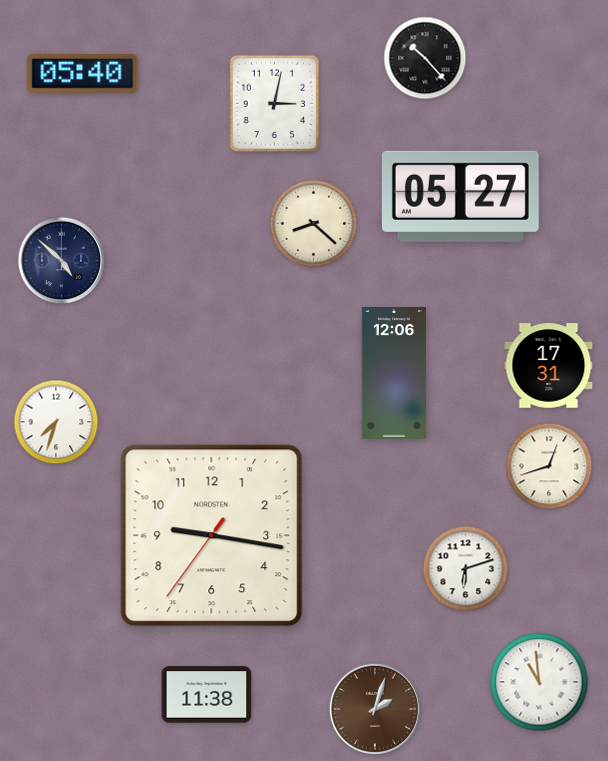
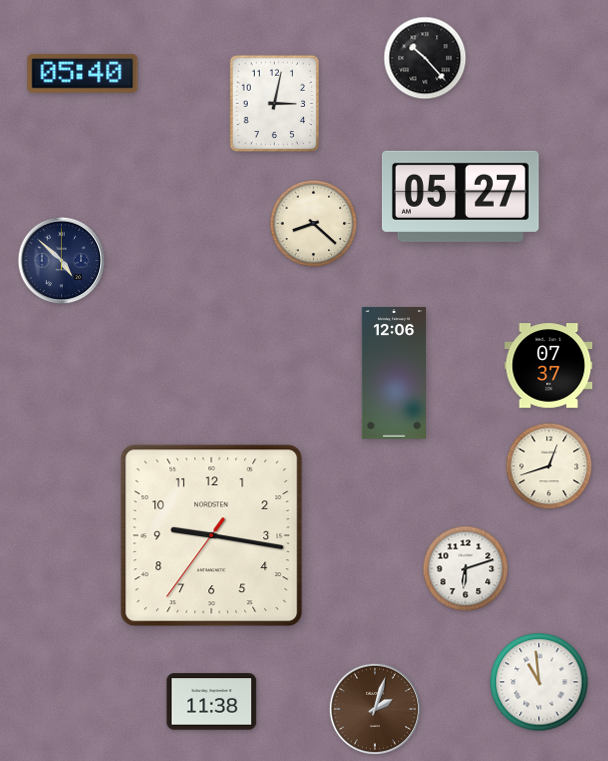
clock at (549, 366): 17:31 -> 07:37
clock at (56, 422): 7:33 -> none
clock at (207, 695) position: (207, 695) -> (212, 702)
